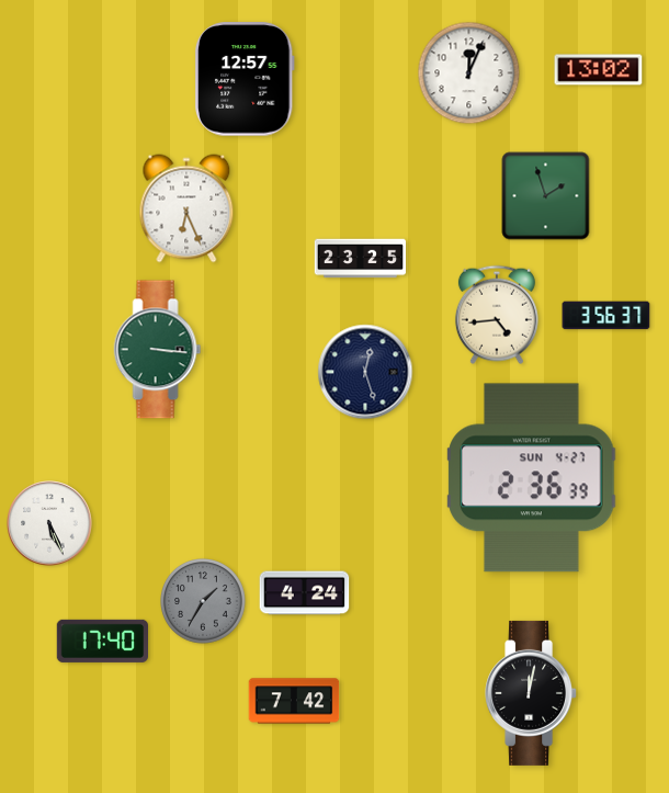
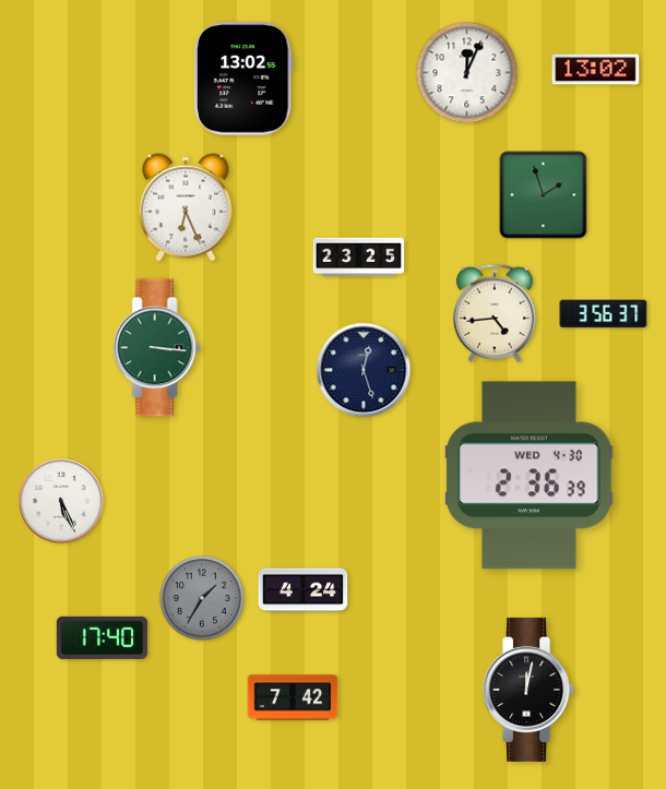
clock at (245, 79): 12:57 -> 13:02
clock at (532, 478) date: SUN 4-27 -> WED 4-30
clock at (49, 523) position: (49, 523) -> (61, 501)
